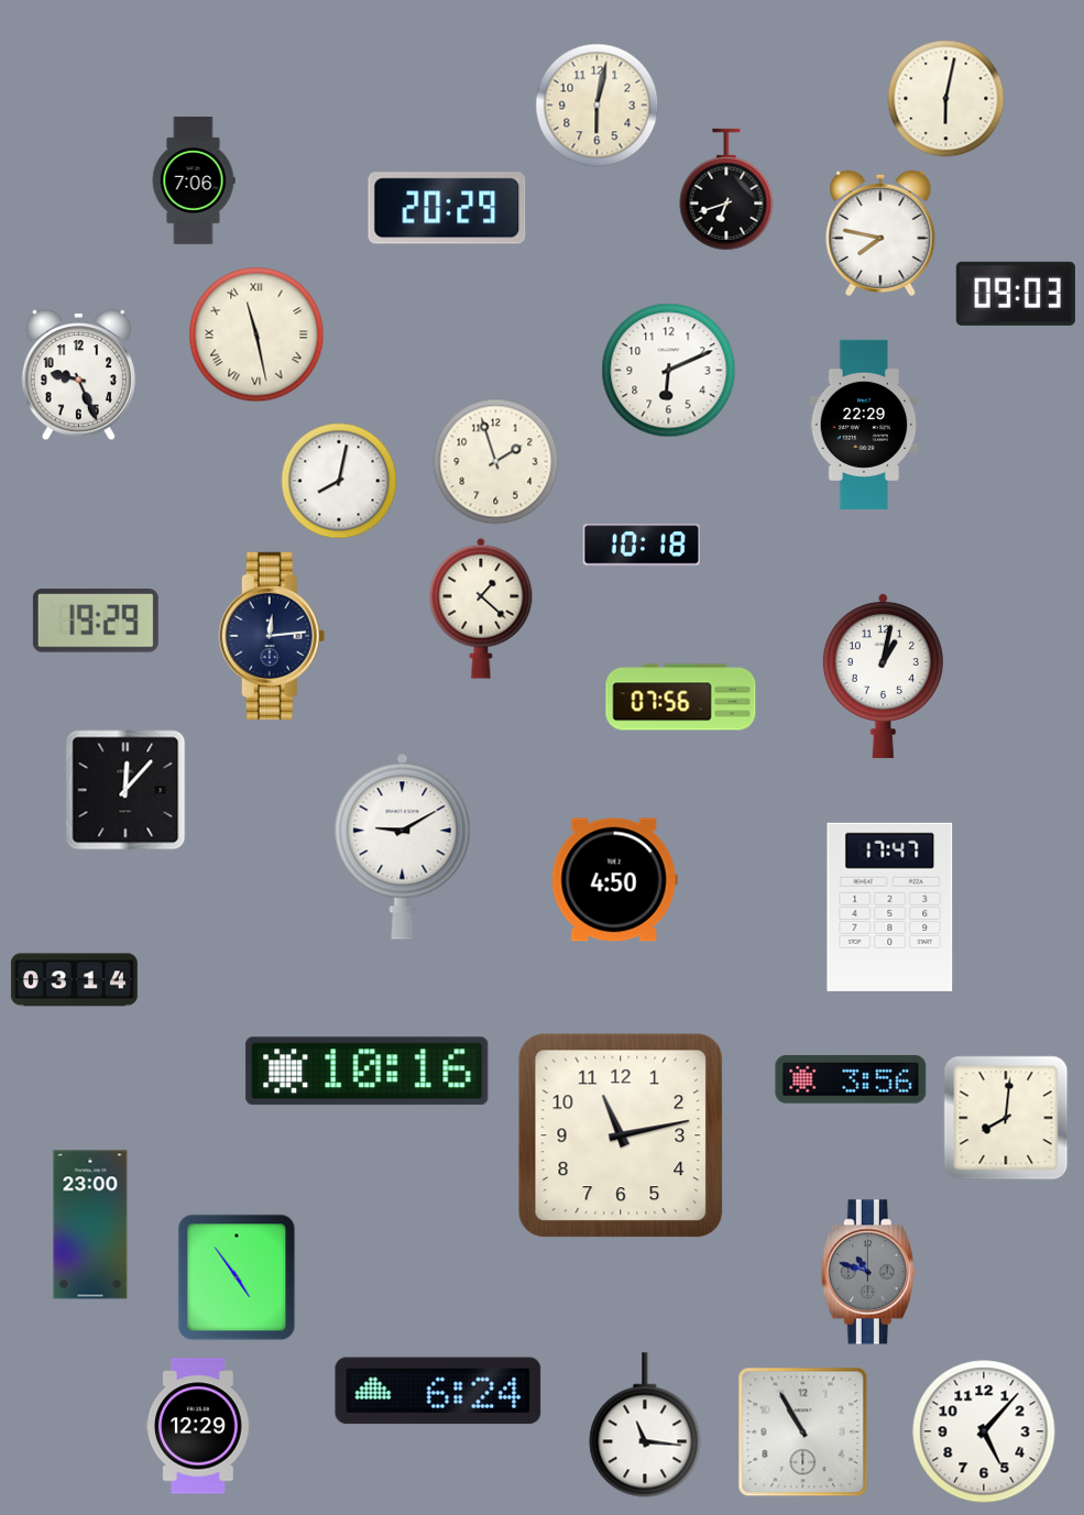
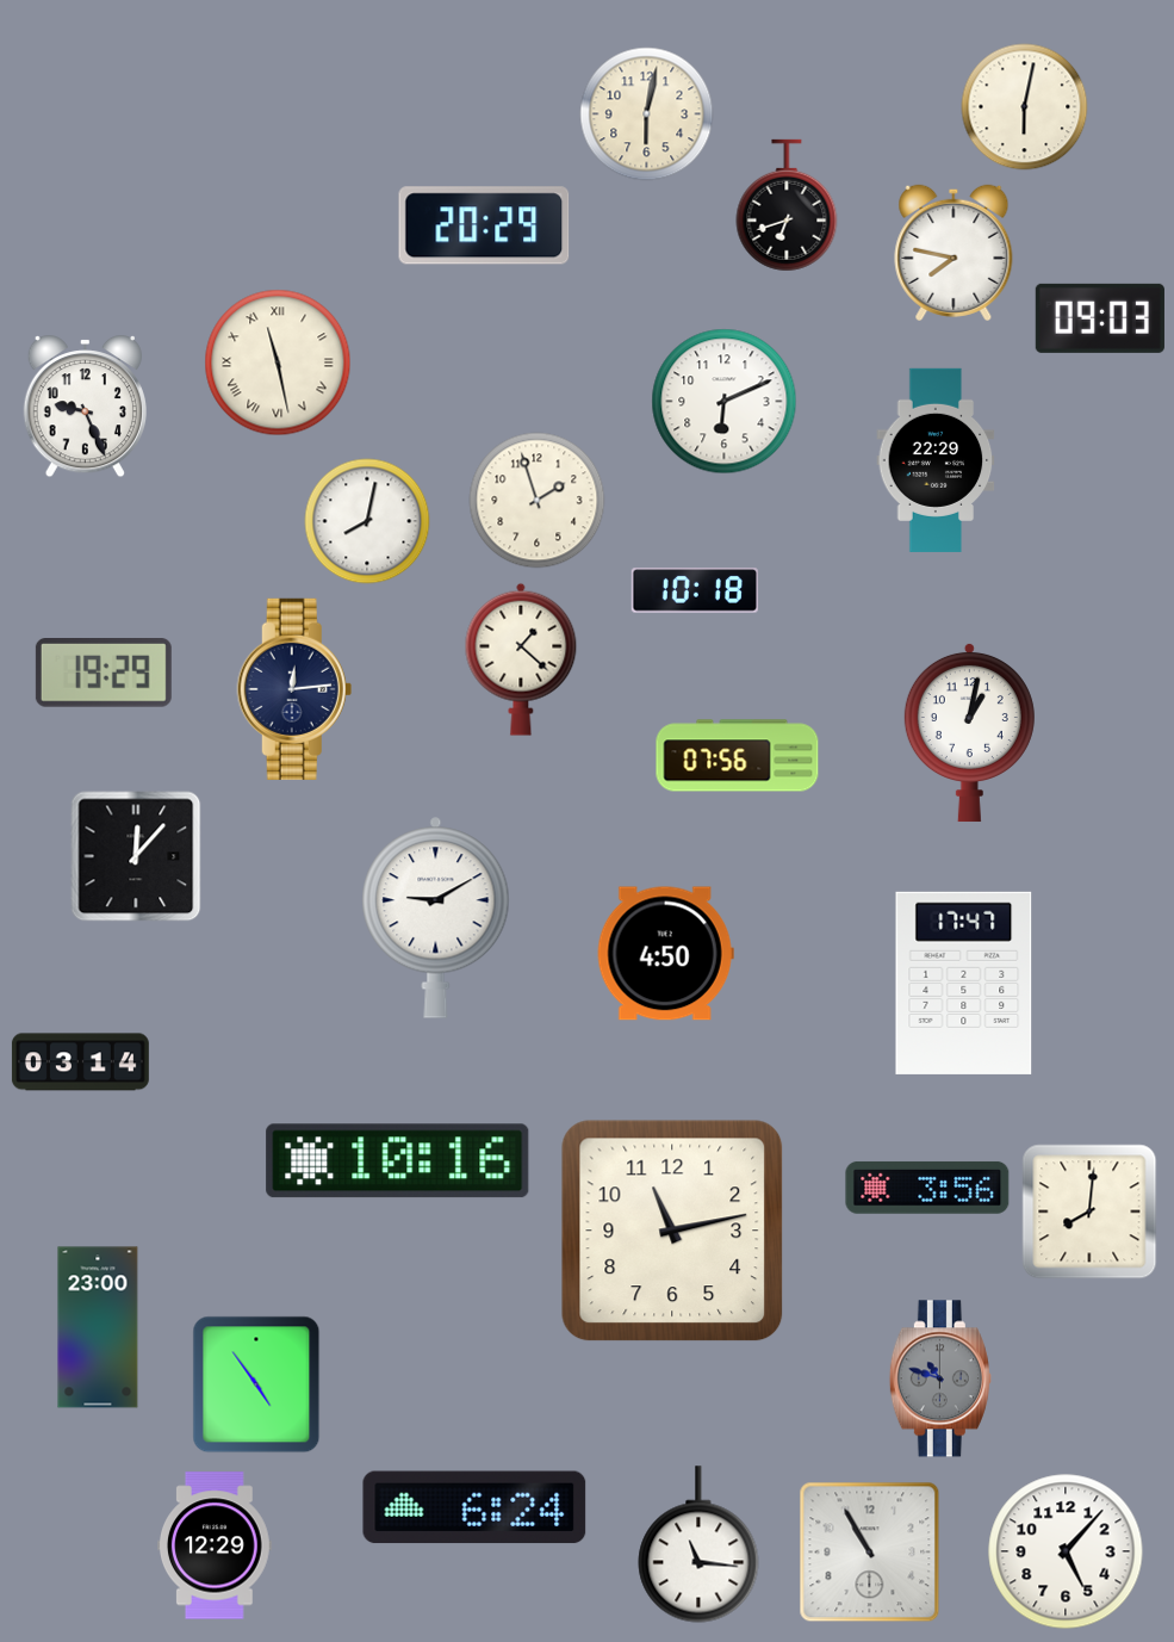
clock at (194, 182): 7:06 -> none
clock at (883, 676) position: (883, 676) -> (969, 732)
clock at (851, 1079) position: (851, 1079) -> (927, 1188)
